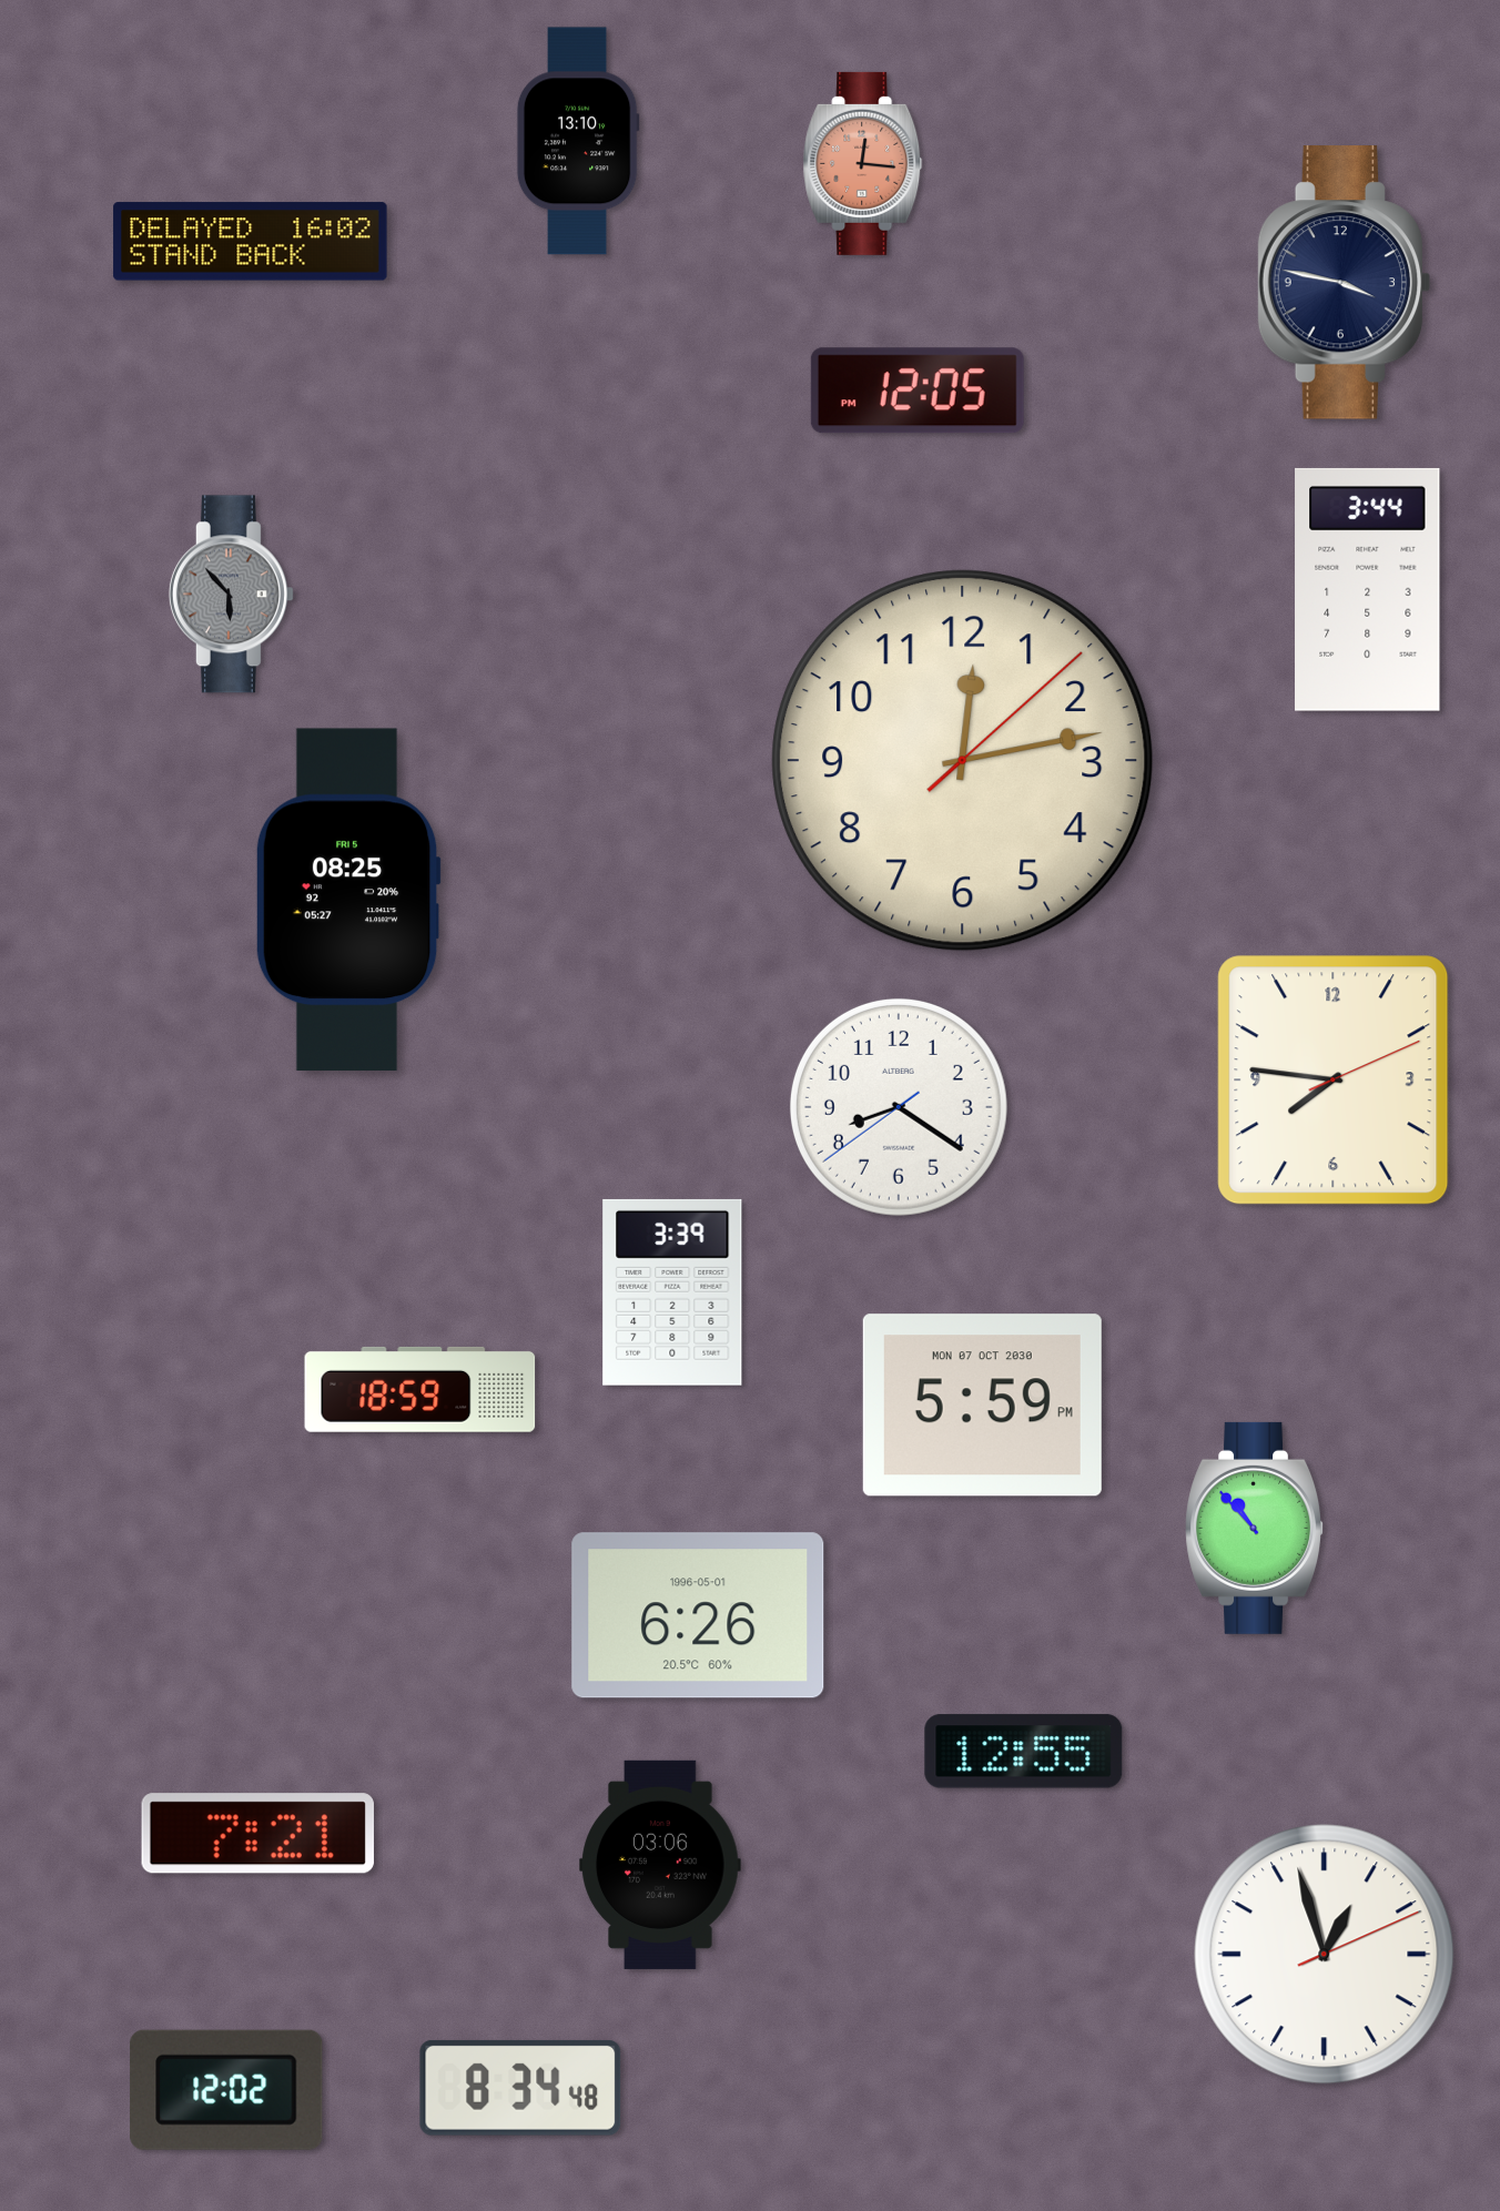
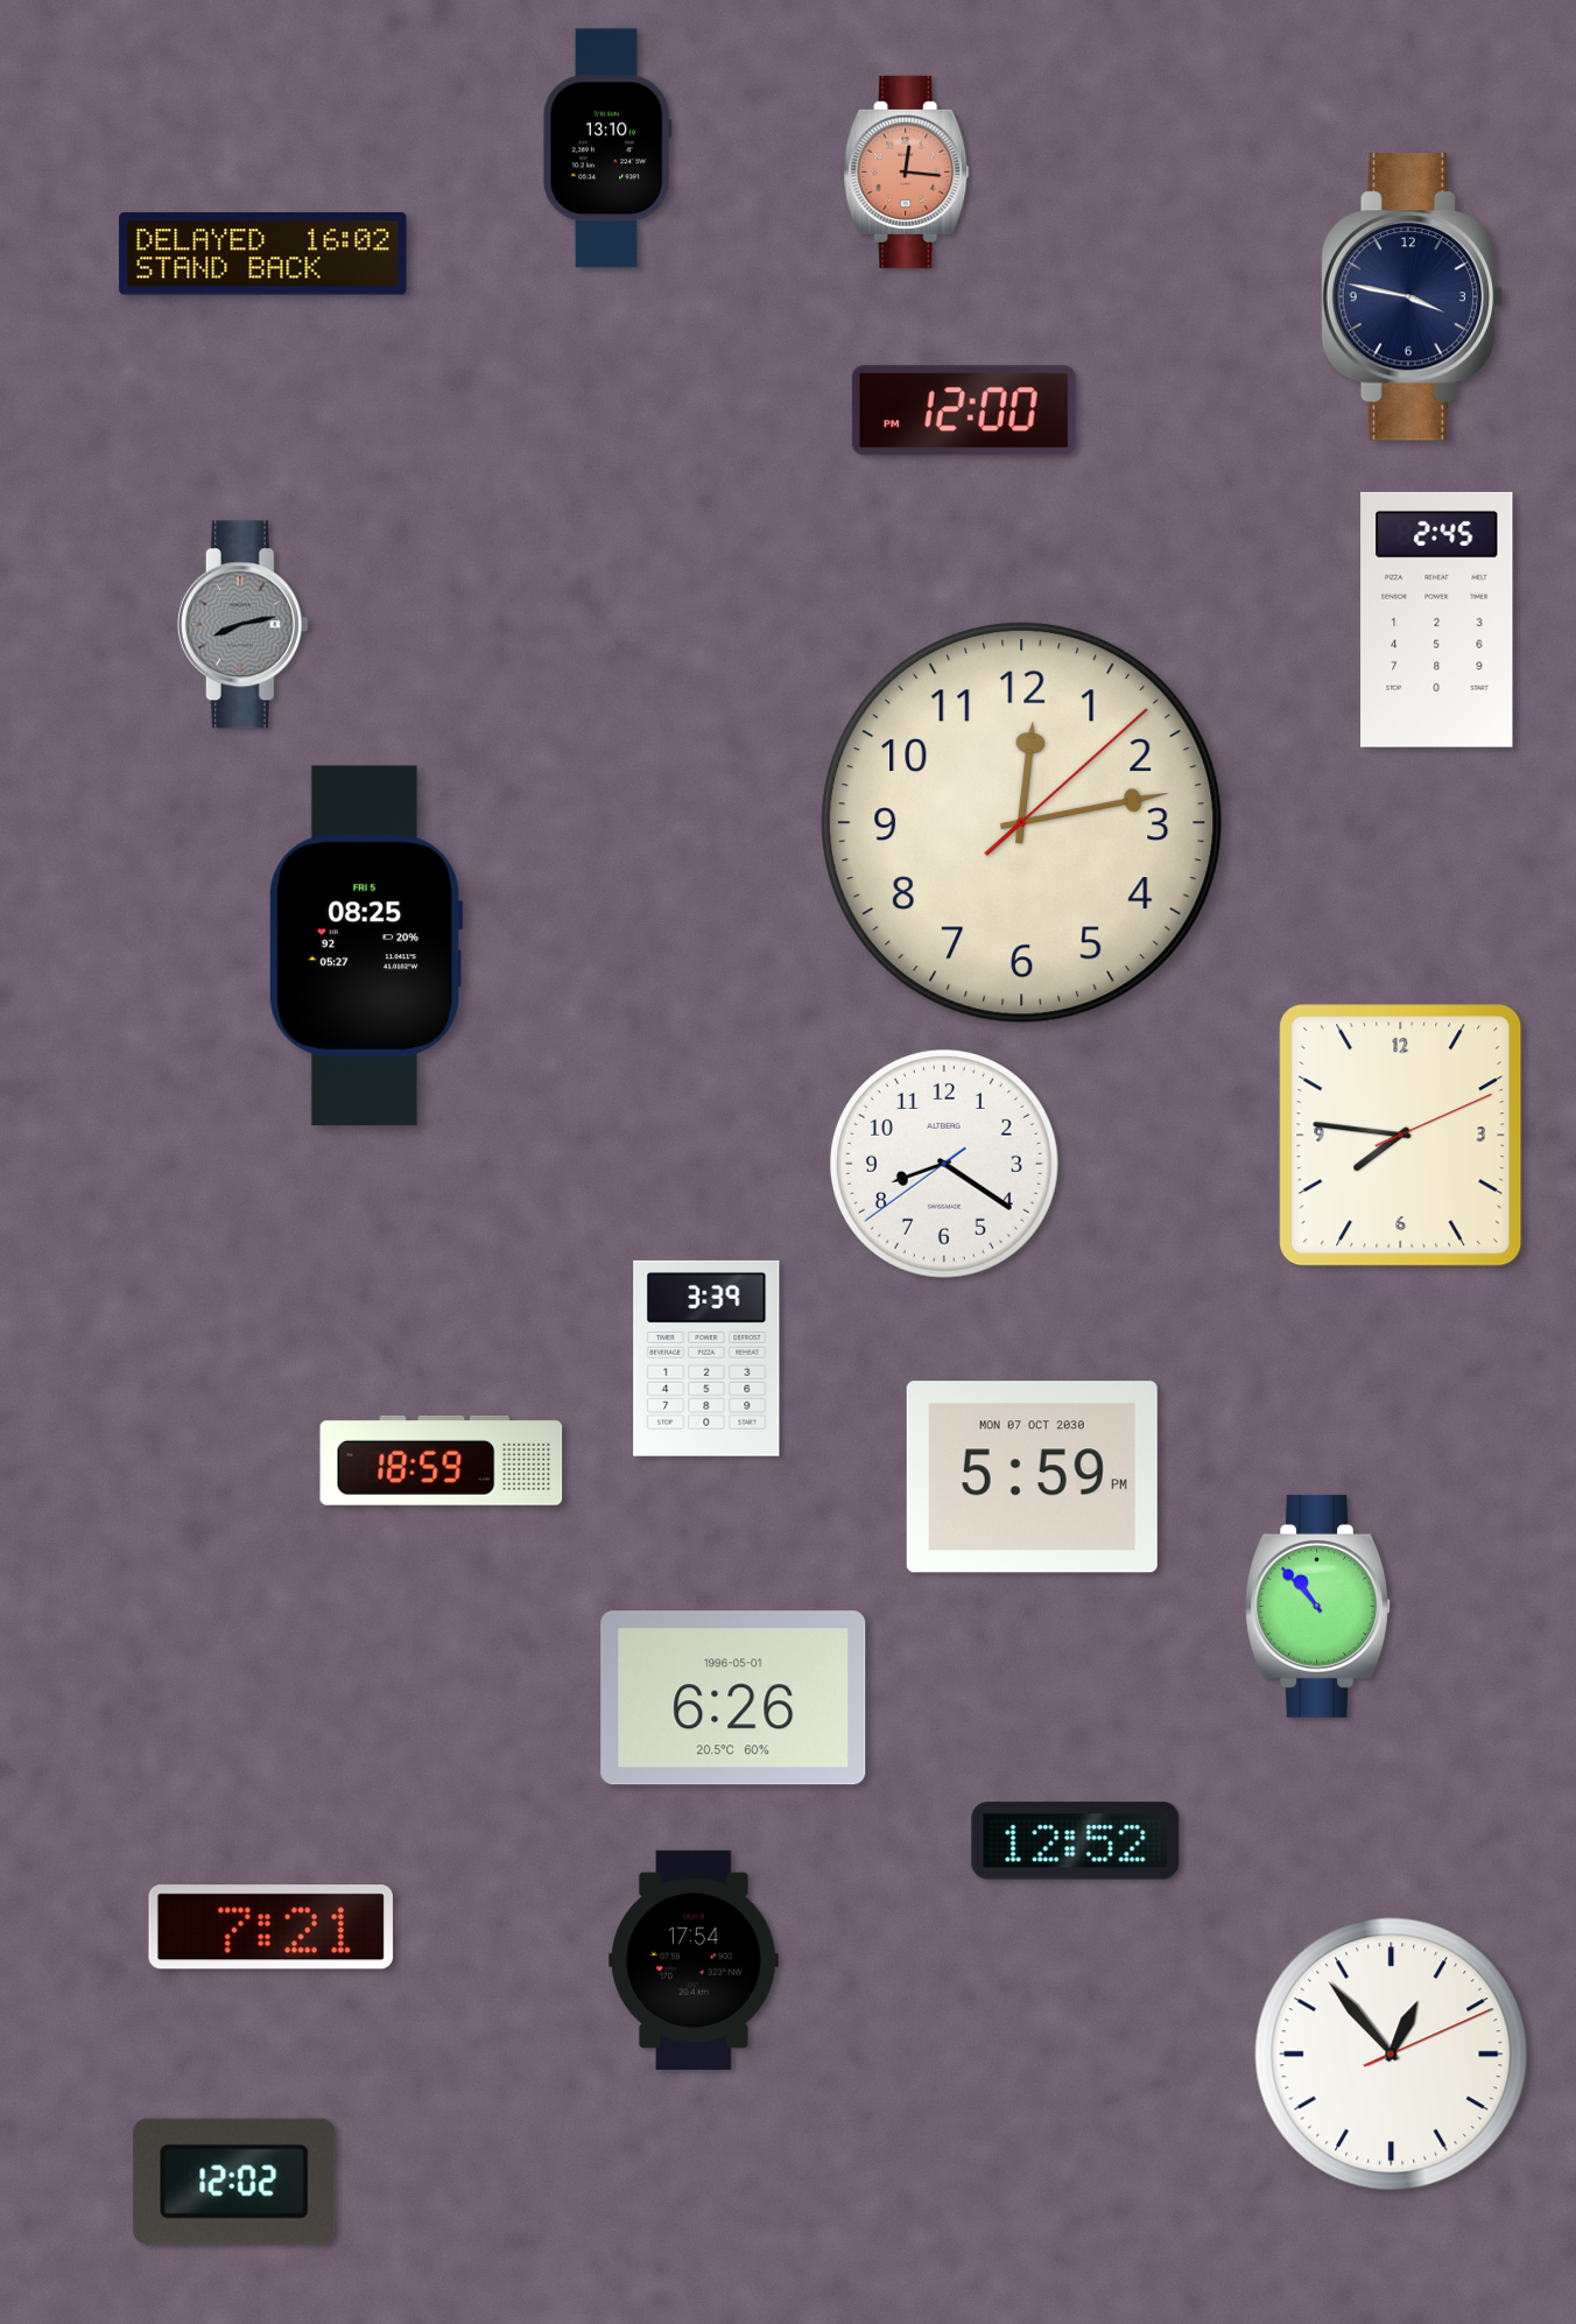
clock at (918, 391): 12:05 -> 12:00
clock at (1368, 589): 3:44 -> 2:45
clock at (231, 595): 5:53 -> 8:13
clock at (963, 761) position: (963, 761) -> (1022, 823)
clock at (1024, 1752): 12:55 -> 12:52
clock at (660, 1865): 03:06 -> 17:54
clock at (1325, 1955): 12:57 -> 12:53
clock at (520, 2088): 8:34 -> none
clock at (226, 2090) position: (226, 2090) -> (234, 2182)
